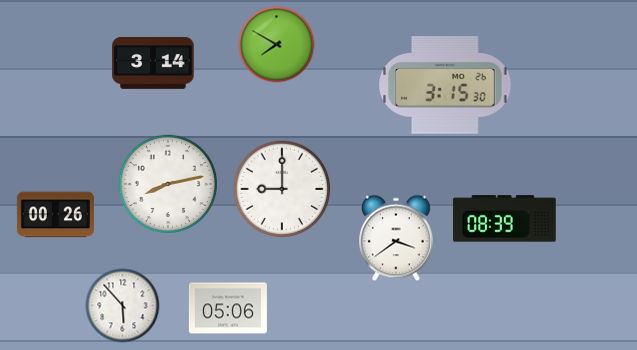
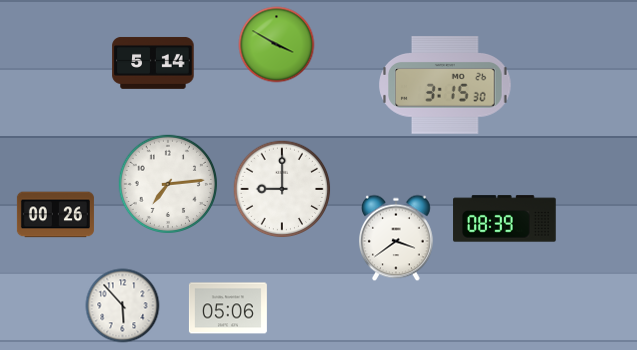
clock at (277, 45): 7:50 -> 3:50
clock at (153, 63): 3:14 -> 5:14
clock at (167, 183): 8:13 -> 7:14
